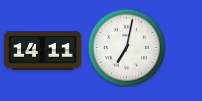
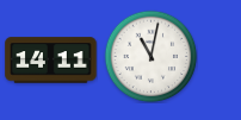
clock at (126, 47): 7:02 -> 11:02
